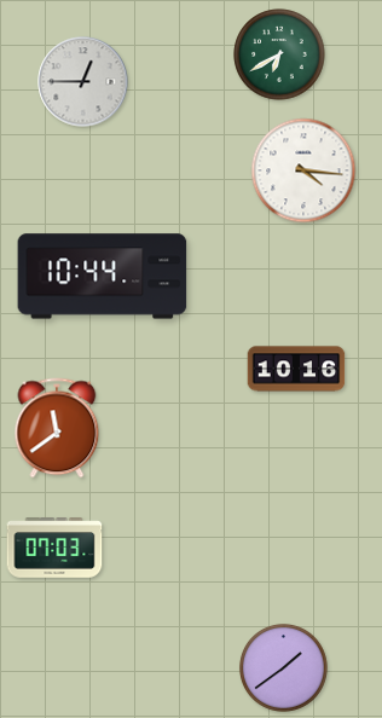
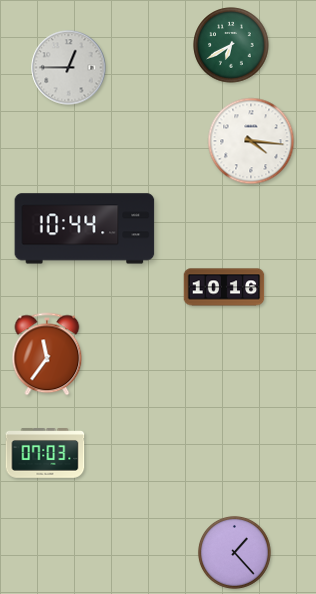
clock at (296, 369) position: (296, 369) -> (224, 287)
clock at (57, 428): 11:39 -> 11:36
clock at (283, 667): 1:39 -> 1:23
